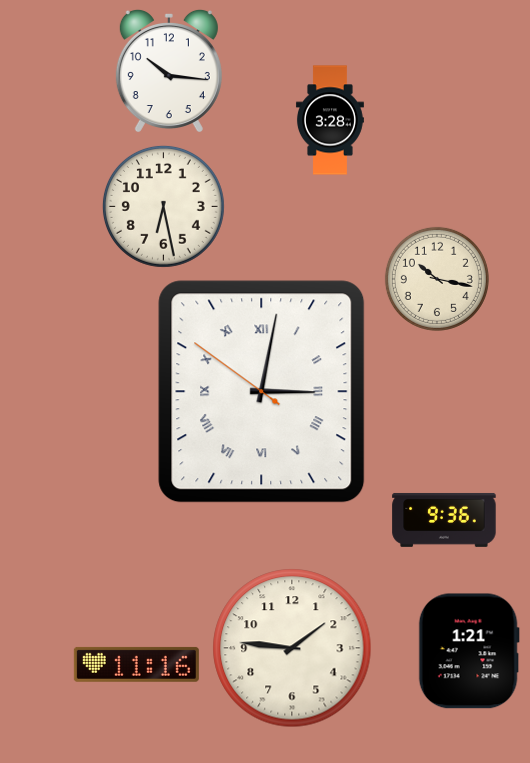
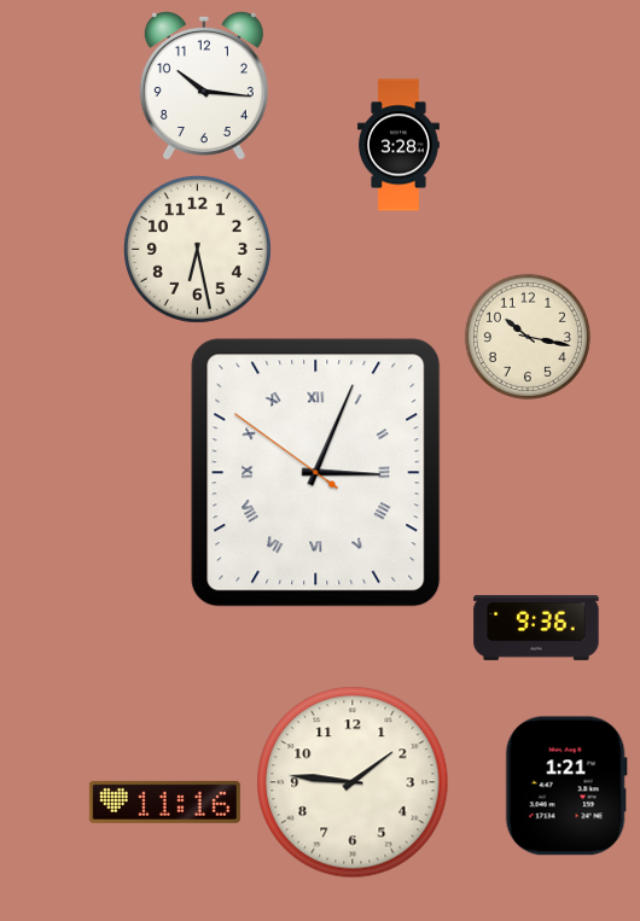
clock at (262, 392): 3:01 -> 3:03
